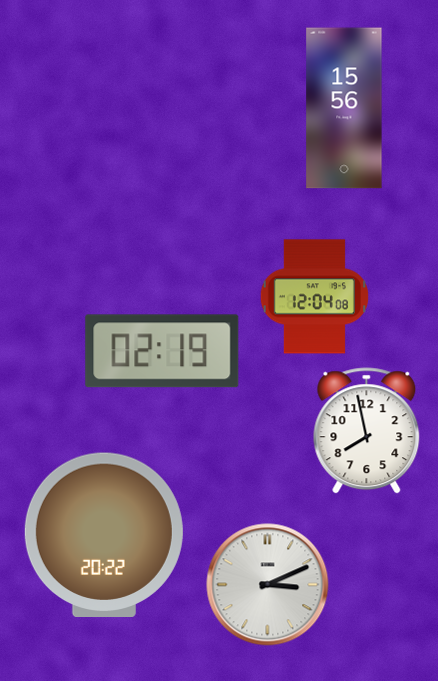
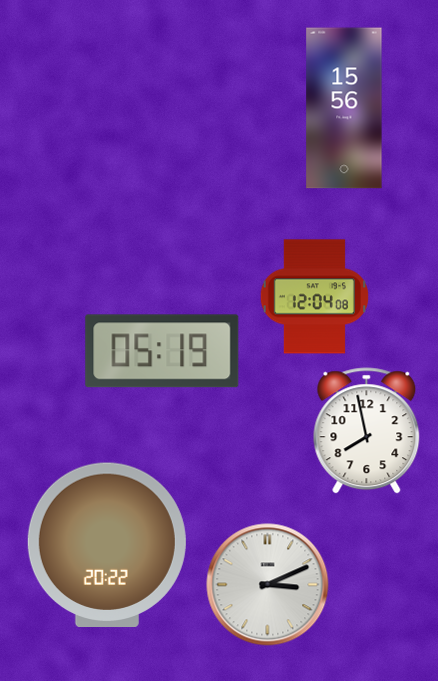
clock at (162, 351): 02:19 -> 05:19
clock at (104, 534) position: (104, 534) -> (107, 544)
